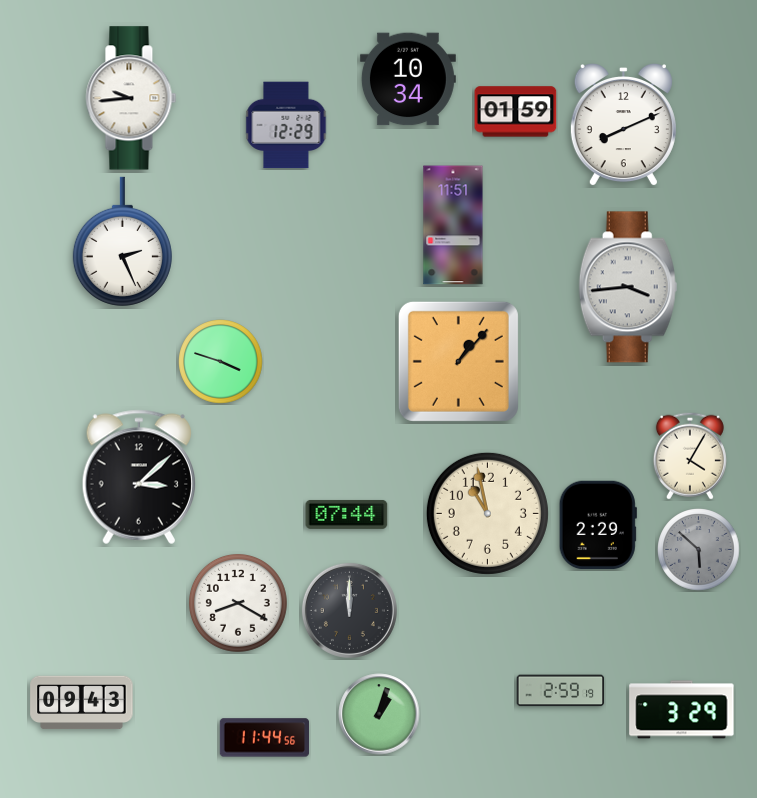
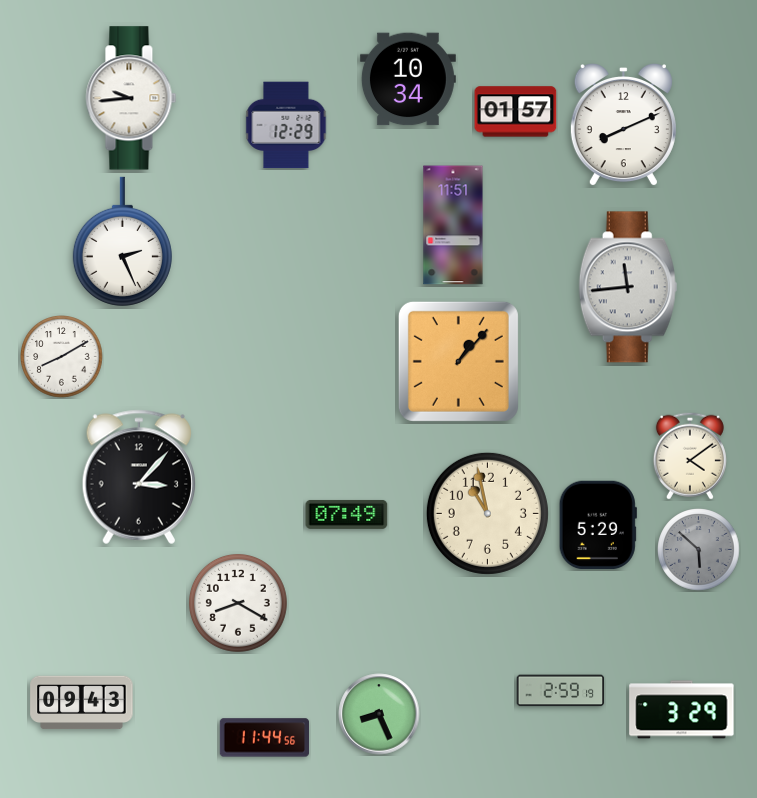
clock at (516, 112): 01:59 -> 01:57
clock at (628, 287): 3:44 -> 11:44
clock at (62, 357): none -> 8:10
clock at (221, 362): 3:48 -> none
clock at (690, 456): 4:05 -> 4:09
clock at (138, 477): 3:08 -> 3:07
clock at (347, 514): 07:44 -> 07:49
clock at (598, 525): 2:29 -> 5:29
clock at (349, 610): 12:00 -> none
clock at (379, 714): 1:03 -> 8:26
